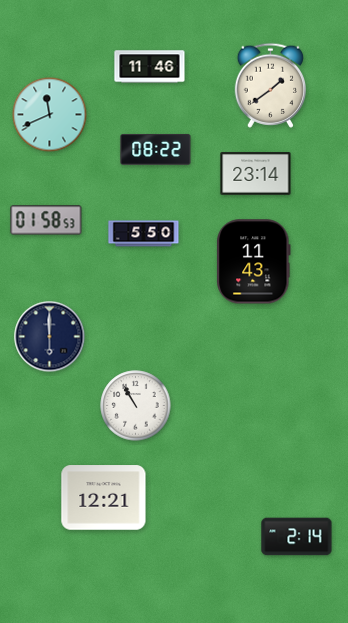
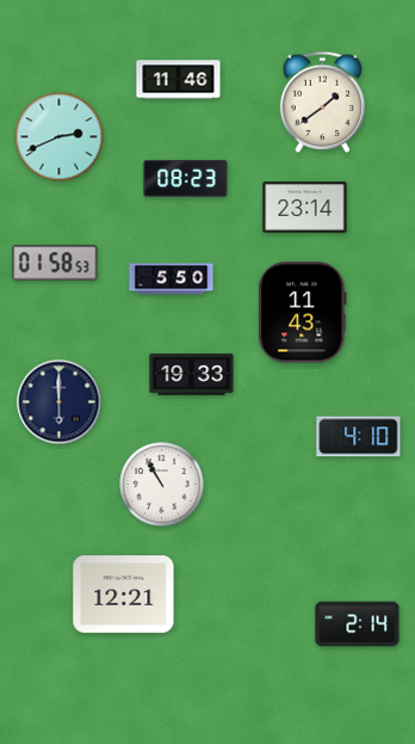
clock at (50, 115): 11:41 -> 2:41
clock at (156, 150): 08:22 -> 08:23
clock at (192, 375): none -> 19:33
clock at (359, 437): none -> 4:10
clock at (297, 537) position: (297, 537) -> (358, 625)
